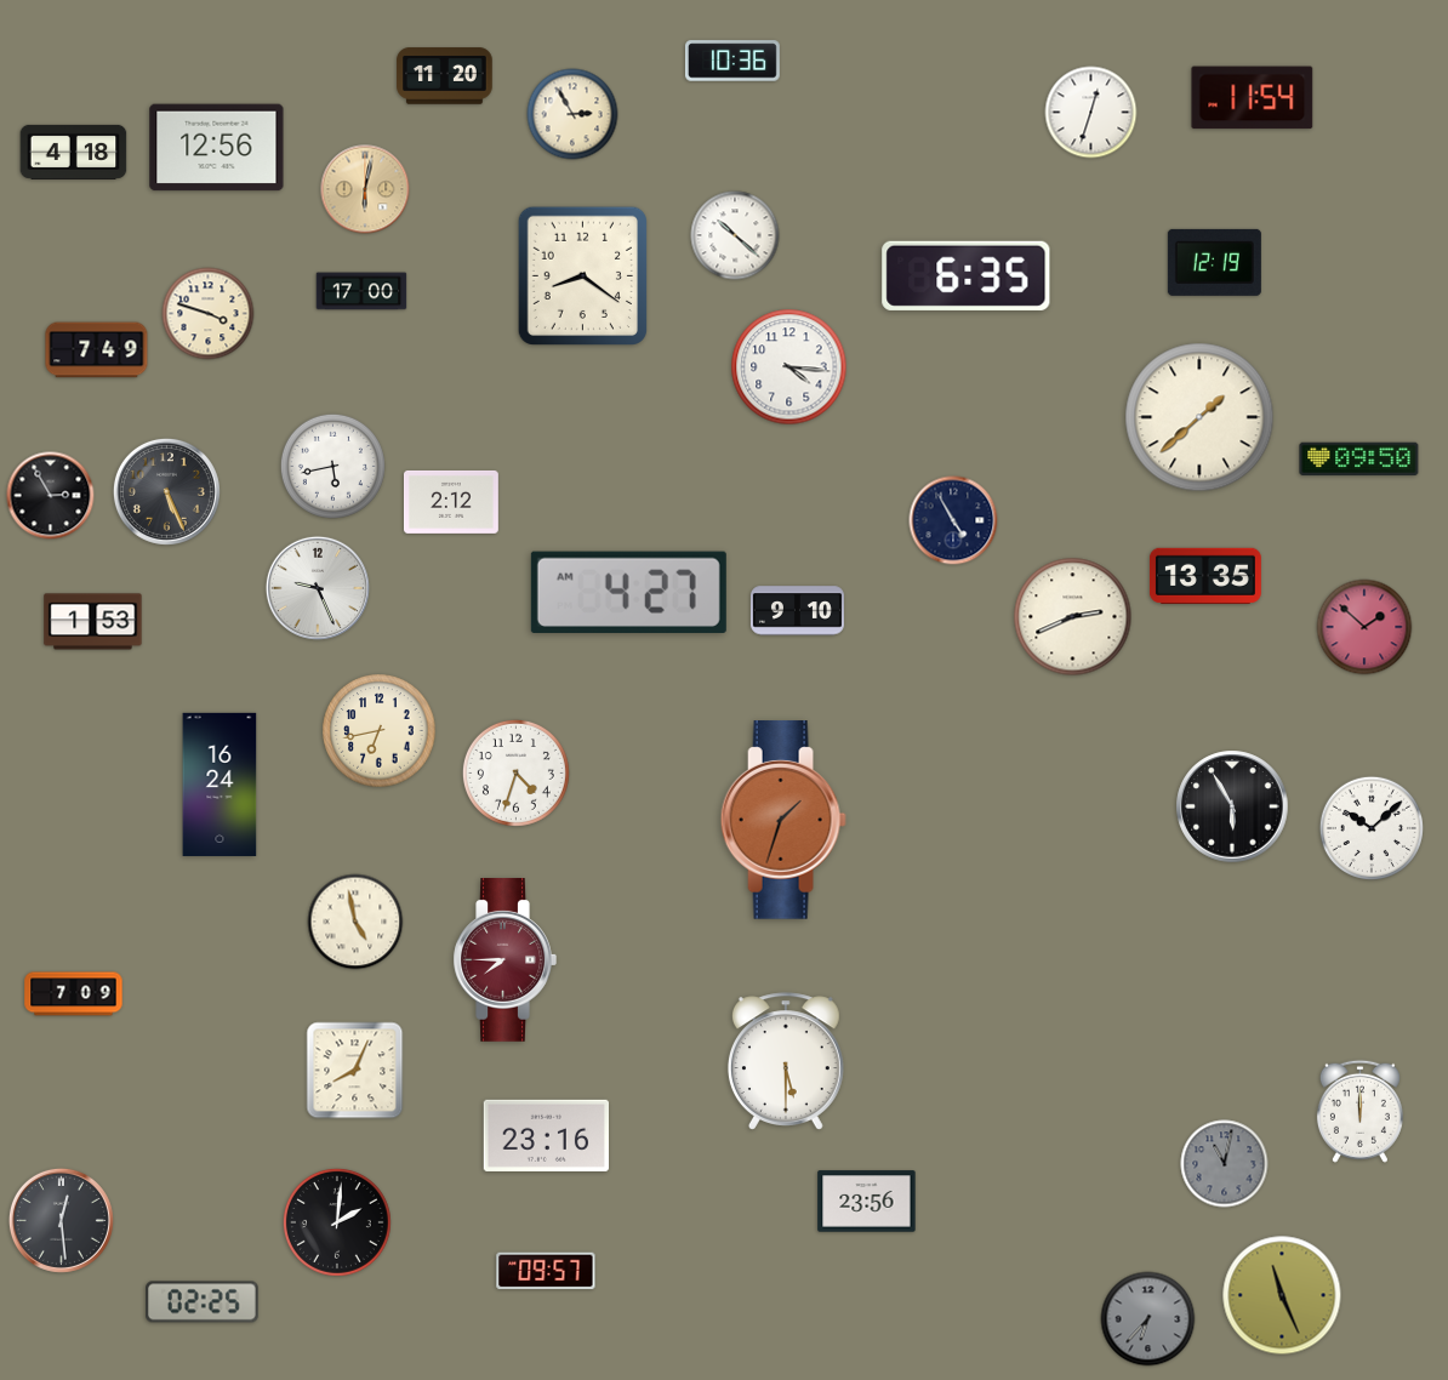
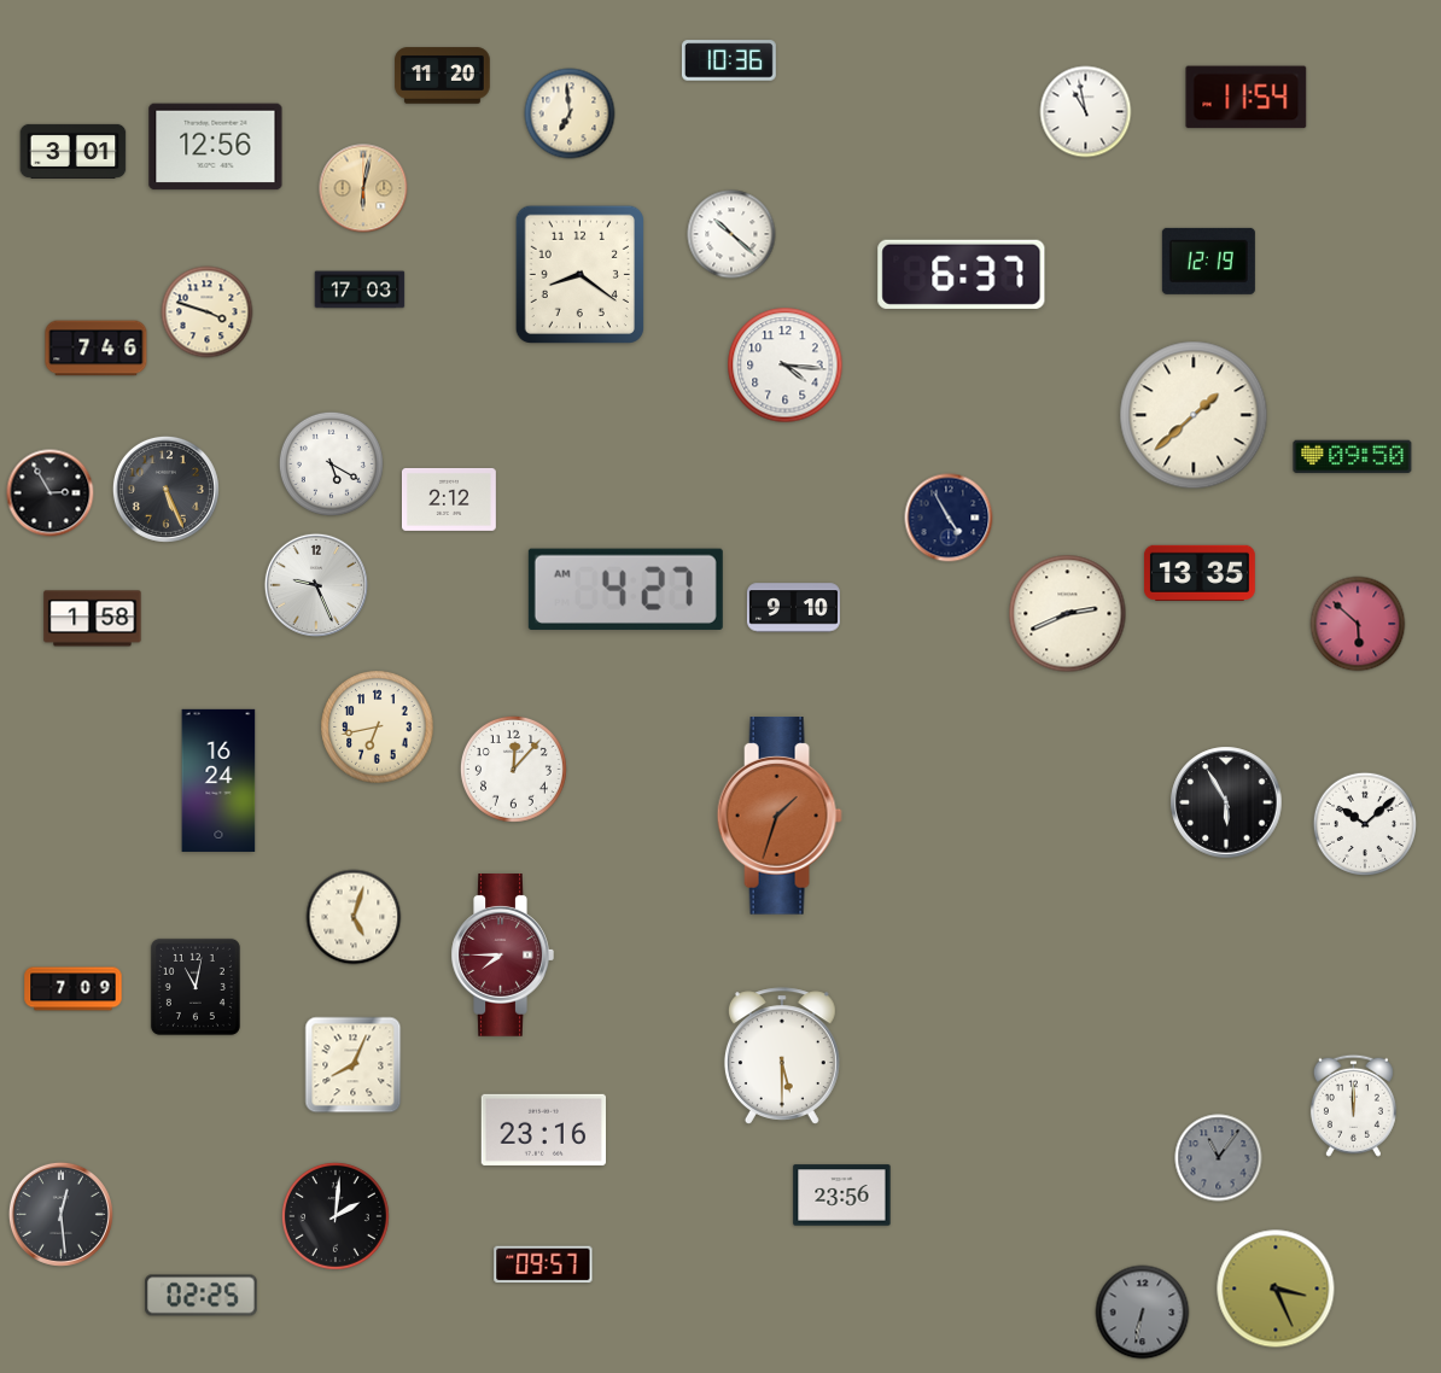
clock at (1091, 113): 12:33 -> 10:58
clock at (572, 114): 2:55 -> 6:59
clock at (74, 152): 4:18 -> 3:01
clock at (967, 275): 6:35 -> 6:37
clock at (361, 291): 17:00 -> 17:03
clock at (97, 350): 7:49 -> 7:46
clock at (332, 466): 5:43 -> 5:20
clock at (93, 622): 1:53 -> 1:58
clock at (1364, 627): 1:52 -> 5:52
clock at (515, 772): 4:33 -> 12:07
clock at (355, 922): 4:58 -> 5:03
clock at (196, 987): none -> 11:02
clock at (1225, 1164): 11:02 -> 11:06
clock at (867, 1202) position: (867, 1202) -> (842, 1196)
clock at (1282, 1295): 11:26 -> 3:26
clock at (1148, 1319): 6:37 -> 6:32
